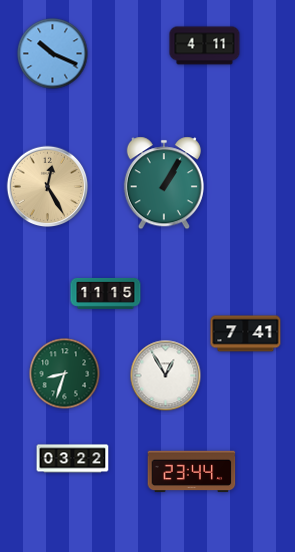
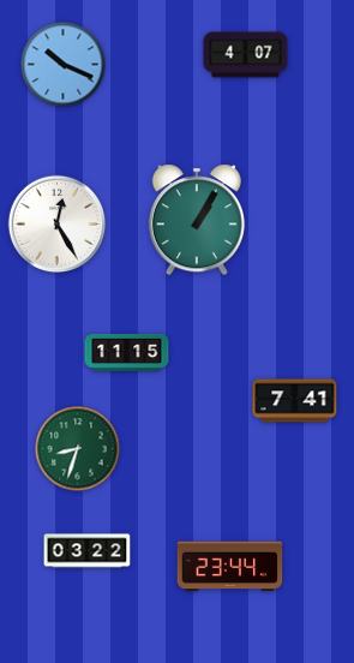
clock at (205, 46): 4:11 -> 4:07
clock at (48, 187) dial: champagne -> white
clock at (166, 376): 12:55 -> none
